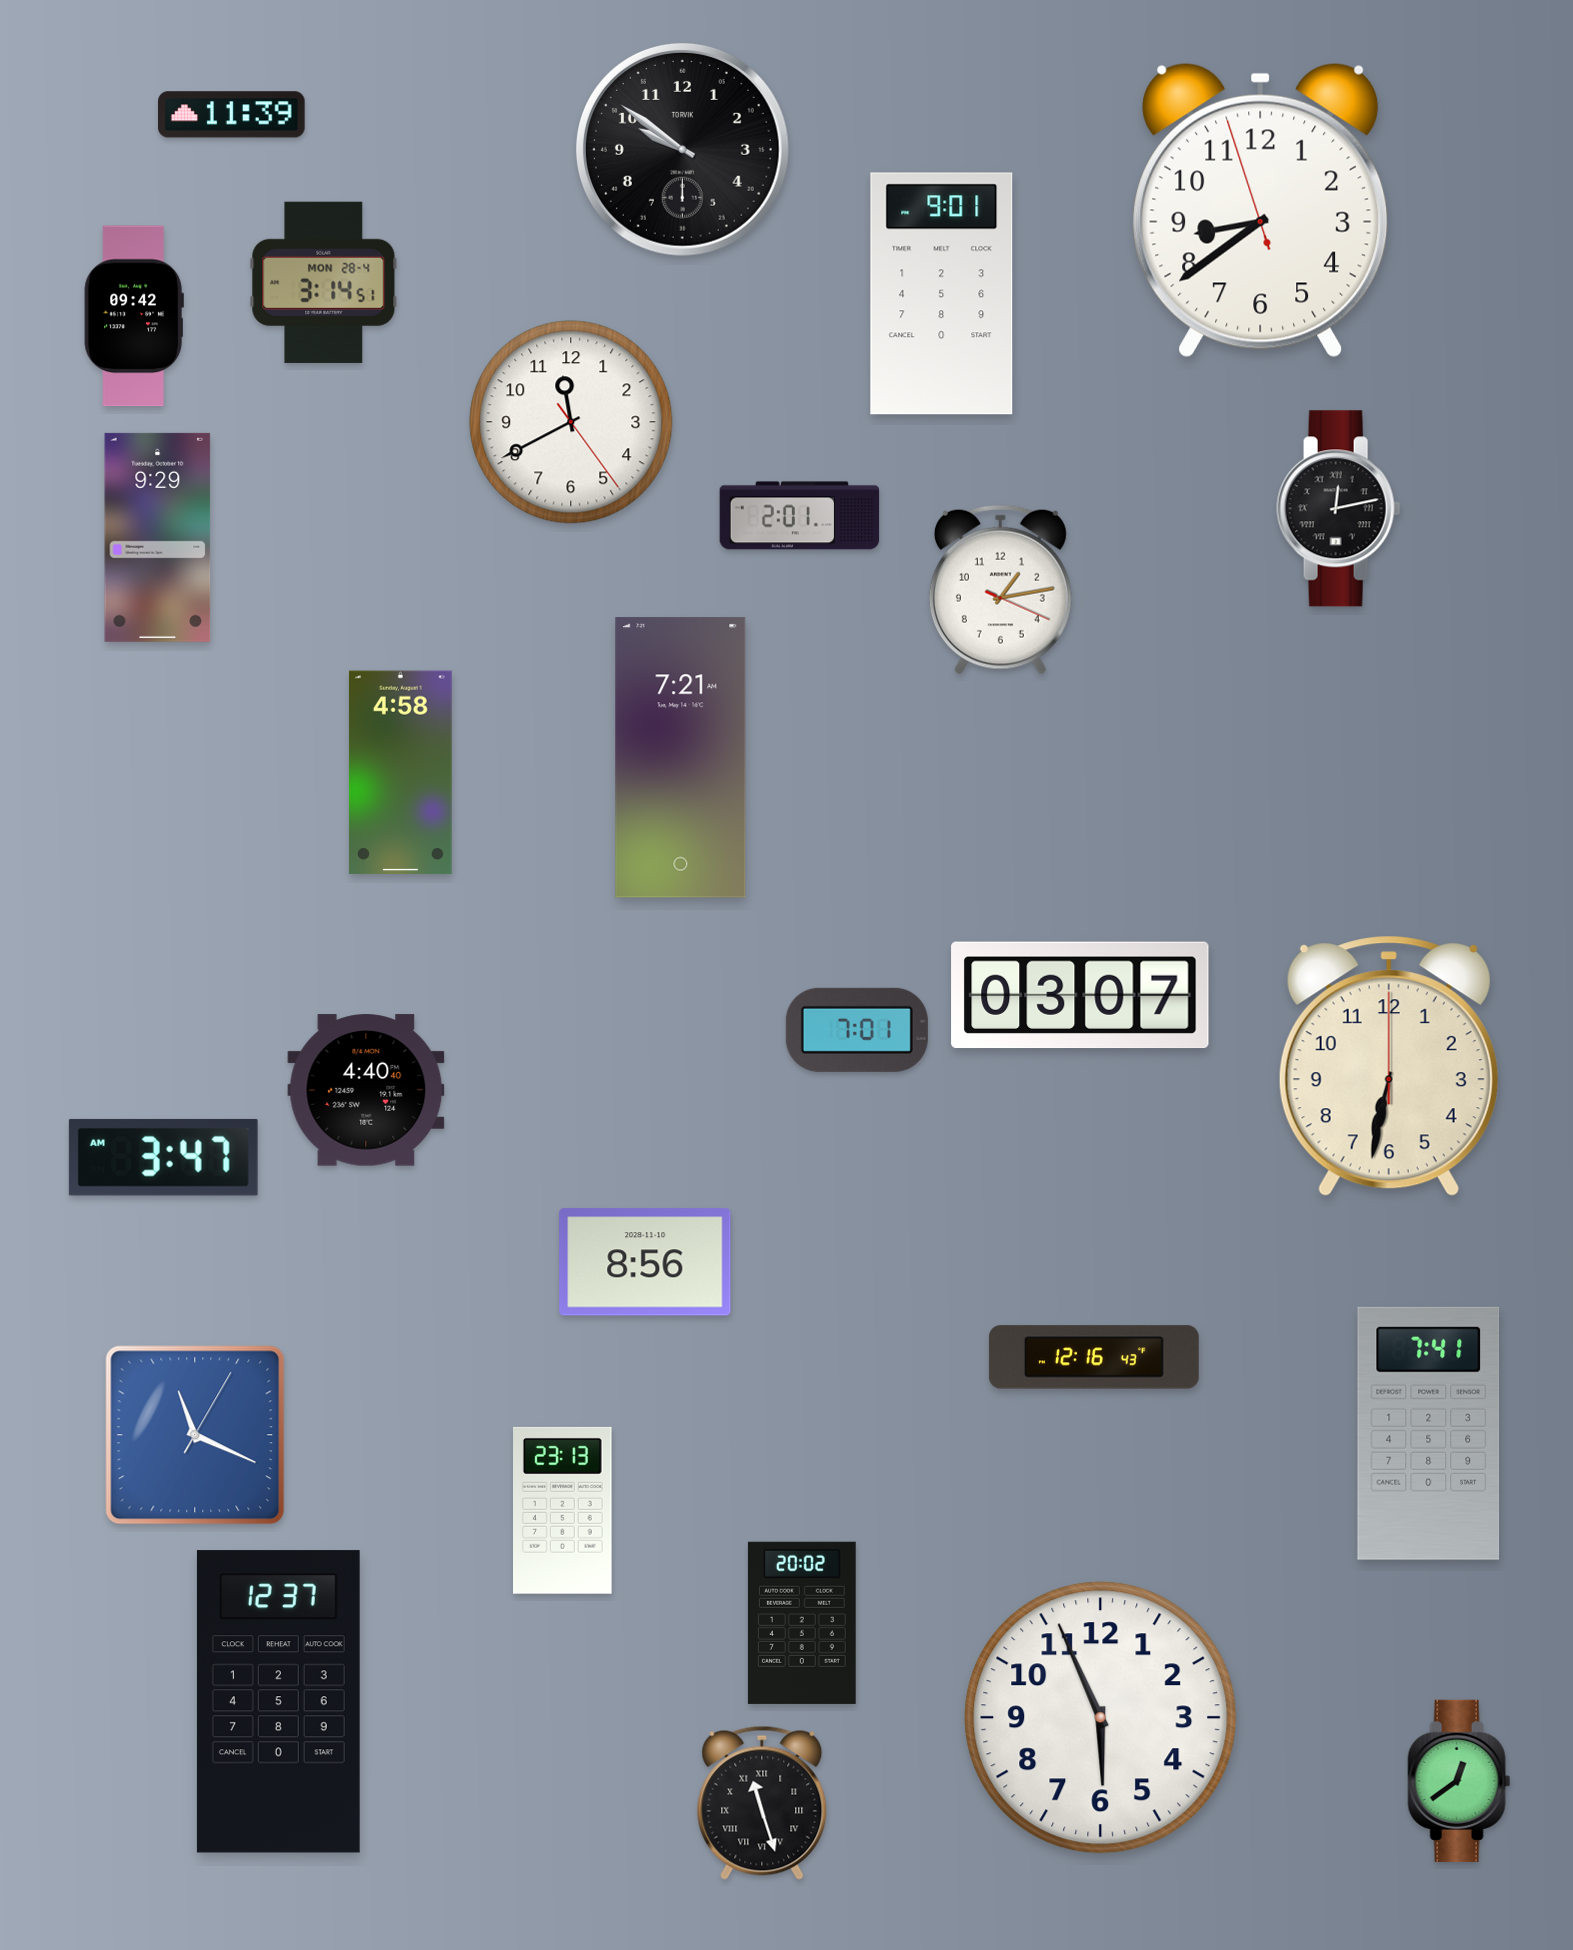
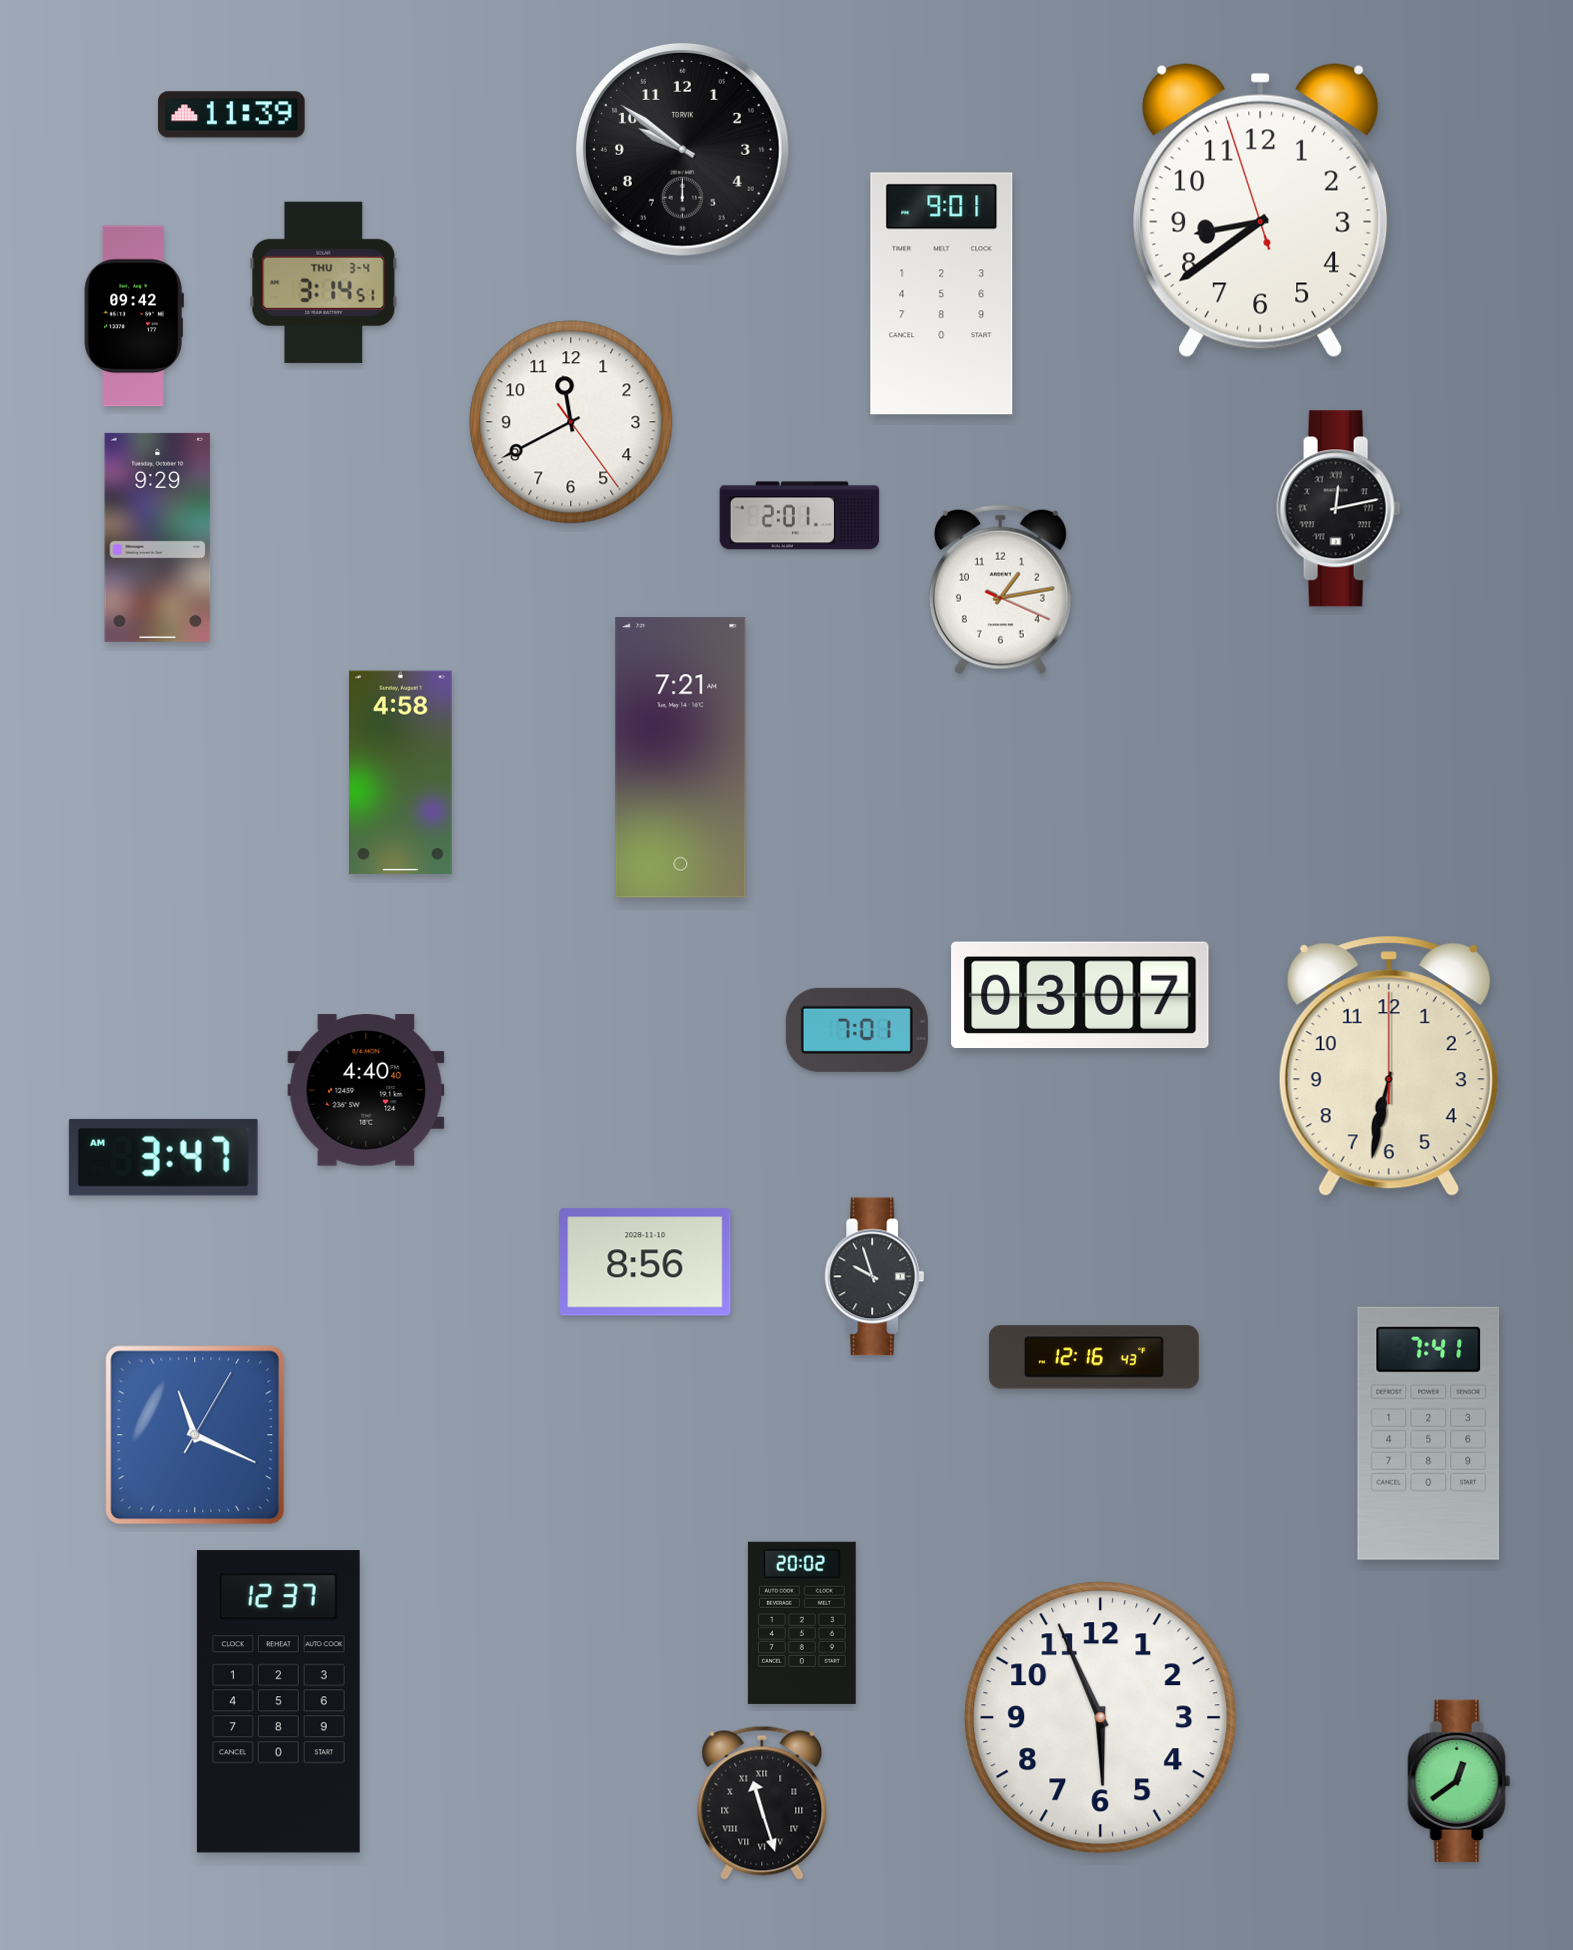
clock at (324, 282) date: MON 28-4 -> THU 3-4
clock at (875, 1277): none -> 9:57
clock at (563, 1510): 23:13 -> none
